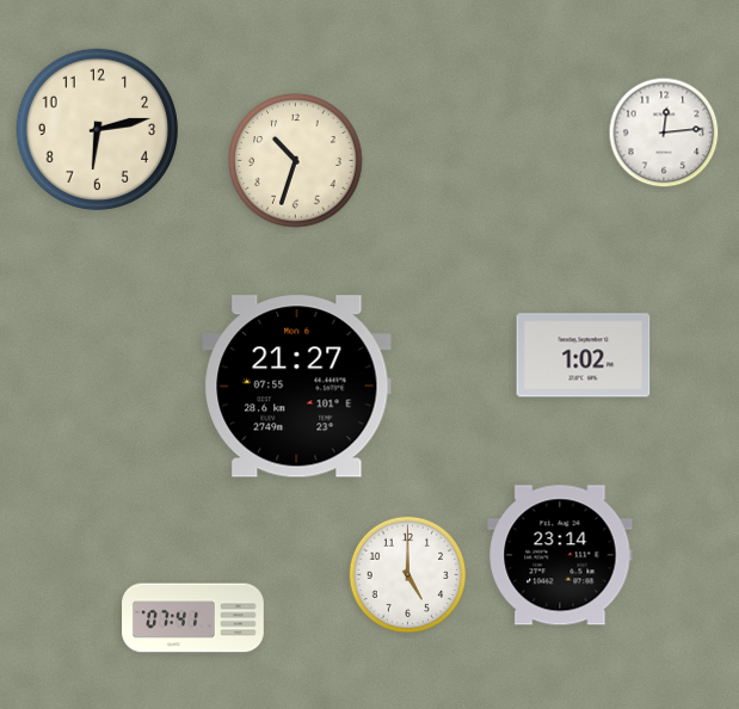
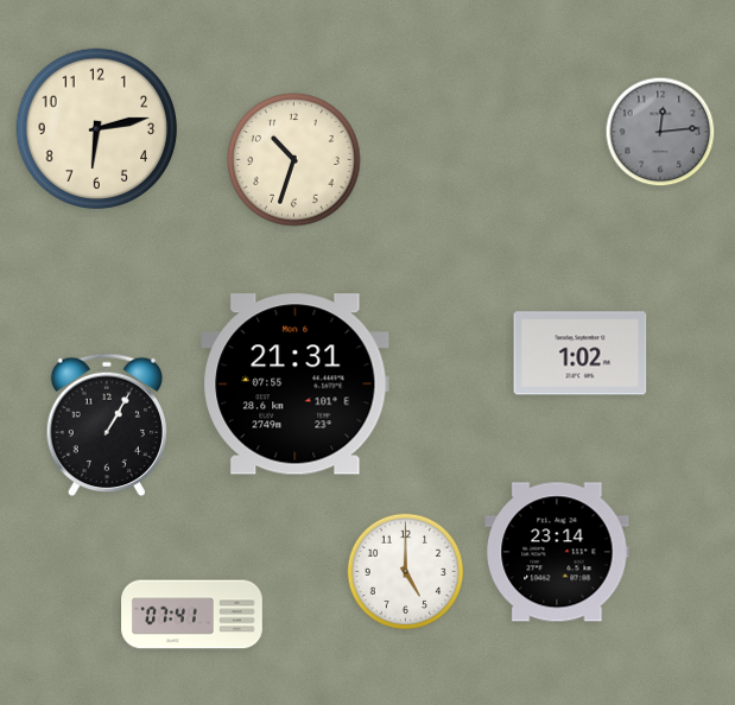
clock at (664, 132) dial: white -> grey
clock at (297, 387): 21:27 -> 21:31
clock at (106, 425): none -> 1:05
